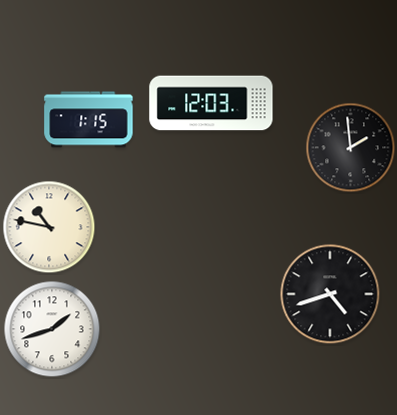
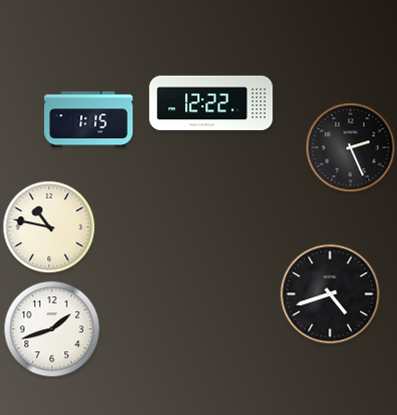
clock at (211, 103): 12:03 -> 12:22
clock at (351, 148): 1:59 -> 2:26
